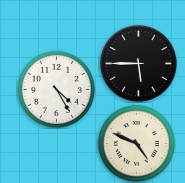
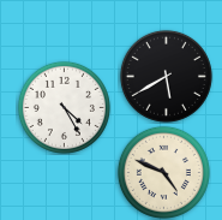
clock at (138, 63): 5:45 -> 5:40
clock at (56, 89) position: (56, 89) -> (64, 107)
